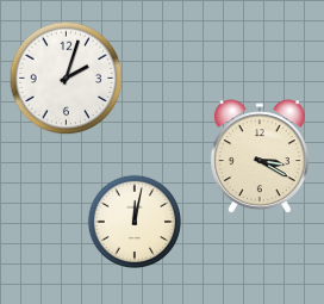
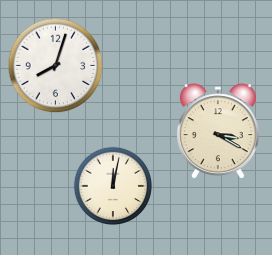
clock at (66, 77): 2:03 -> 8:03
